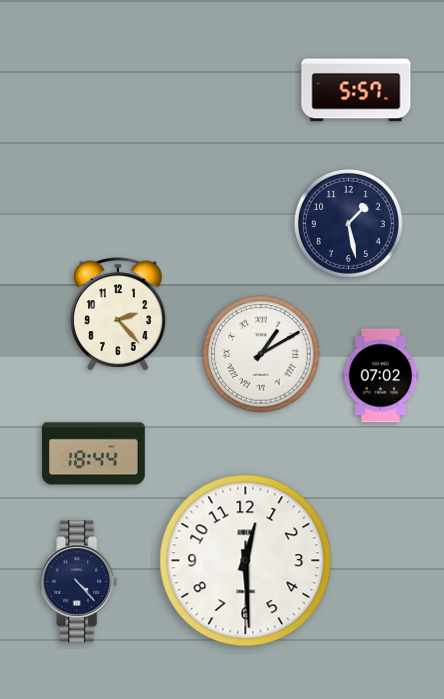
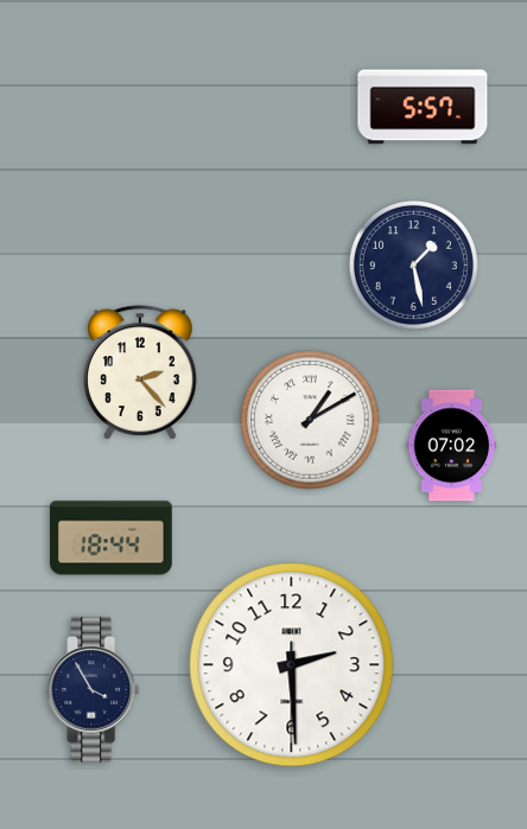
clock at (246, 561): 12:29 -> 2:29
clock at (79, 582): 4:23 -> 3:55
